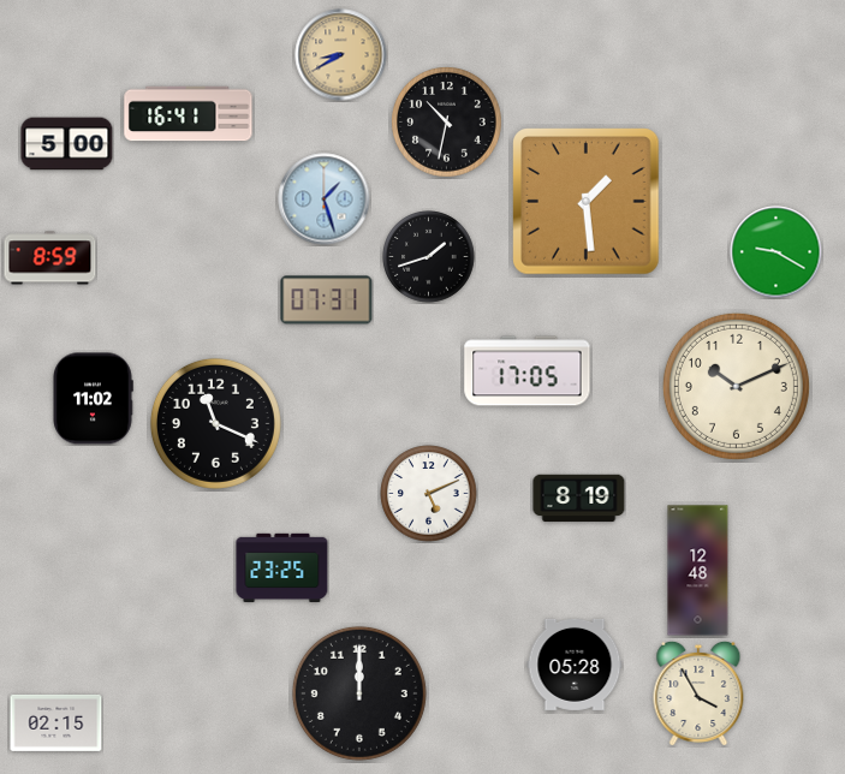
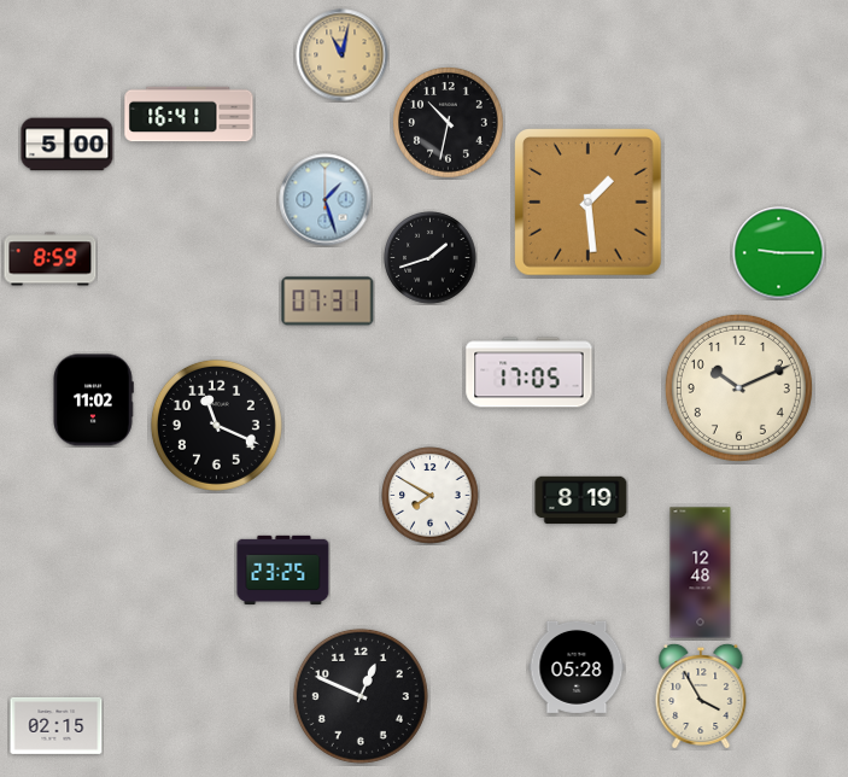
clock at (341, 55): 8:40 -> 11:02
clock at (776, 252): 9:20 -> 9:15
clock at (429, 494): 5:11 -> 7:50
clock at (359, 693): 12:00 -> 12:49
